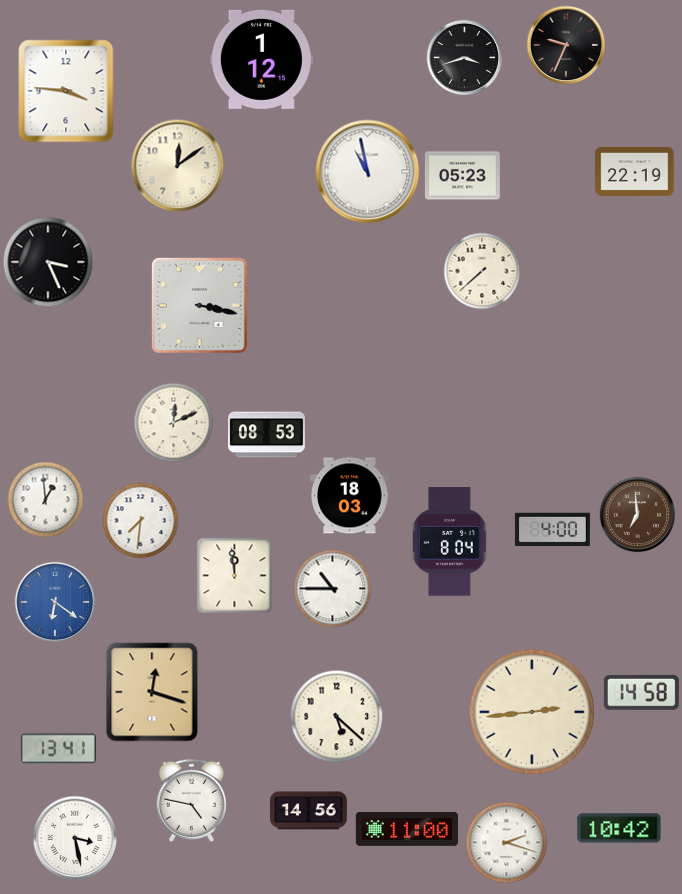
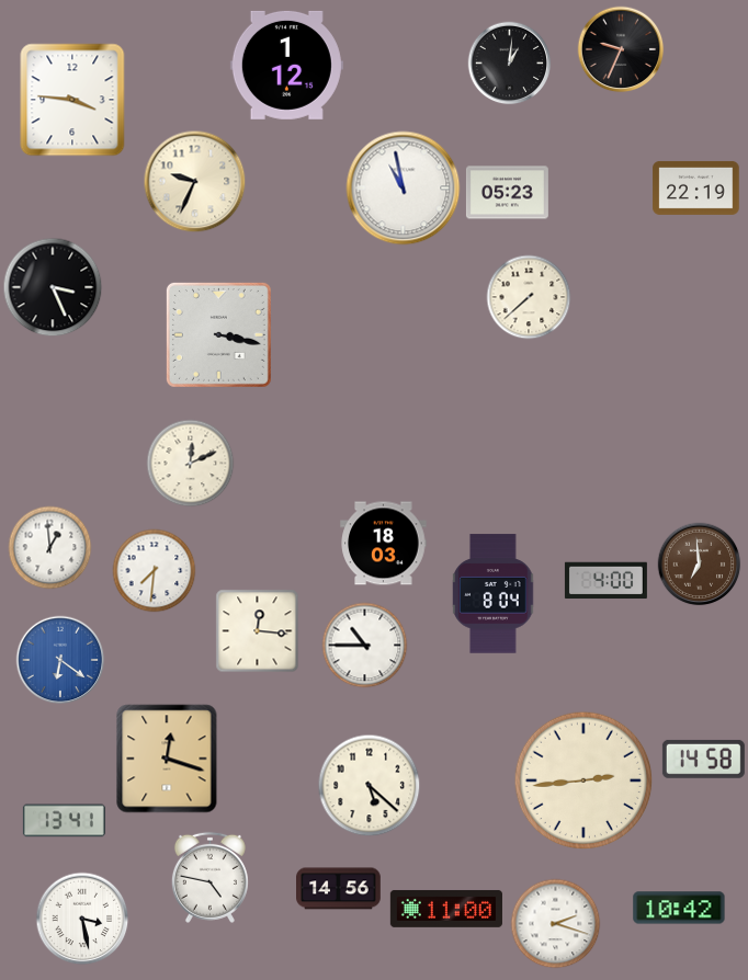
clock at (465, 58): 3:42 -> 1:01
clock at (178, 166): 12:09 -> 9:34
clock at (267, 435): 08:53 -> none
clock at (235, 576): 11:59 -> 12:16
